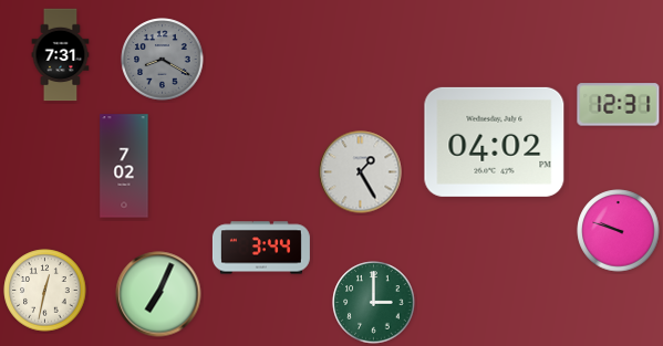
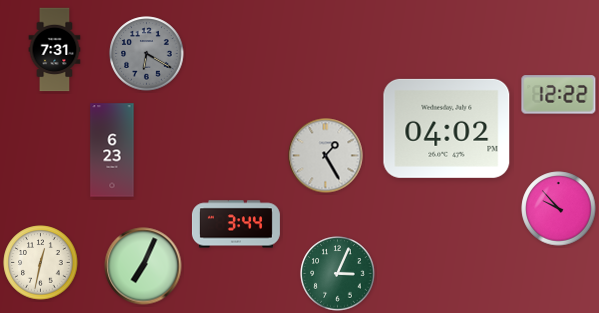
clock at (163, 60): 8:20 -> 6:20
clock at (619, 105): 12:31 -> 12:22
clock at (124, 166): 7:02 -> 6:23
clock at (619, 231): 9:48 -> 9:53
clock at (374, 303): 3:00 -> 3:04
